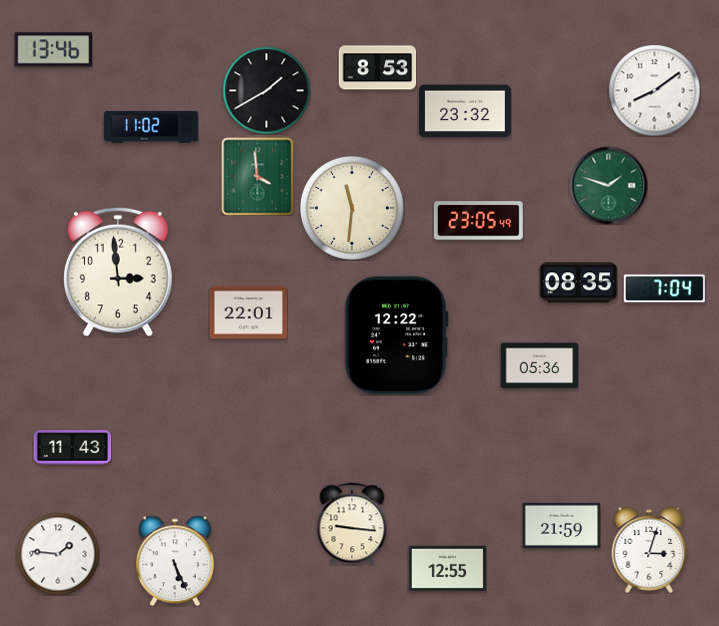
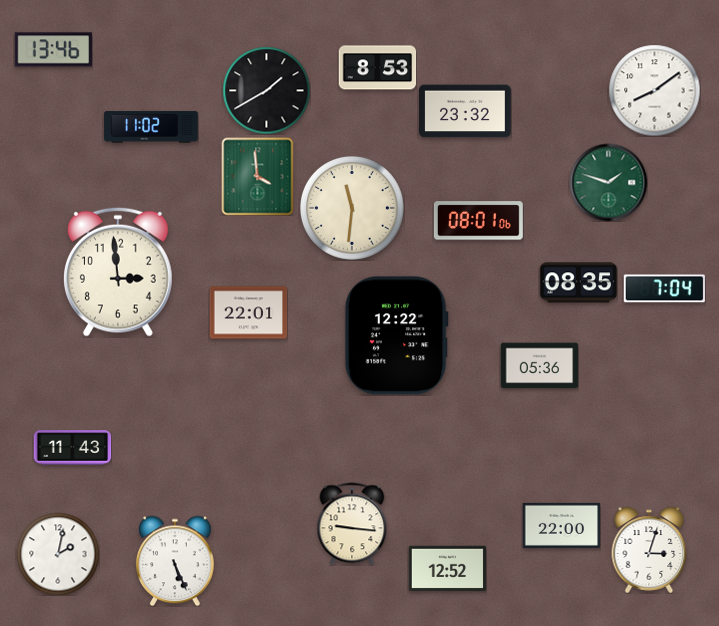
clock at (608, 185) position: (608, 185) -> (608, 182)
clock at (478, 221): 23:05 -> 08:01
clock at (561, 525): 21:59 -> 22:00
clock at (58, 554): 1:46 -> 2:02
clock at (447, 569): 12:55 -> 12:52
